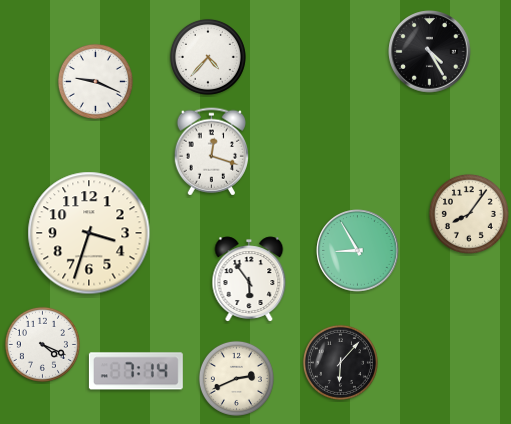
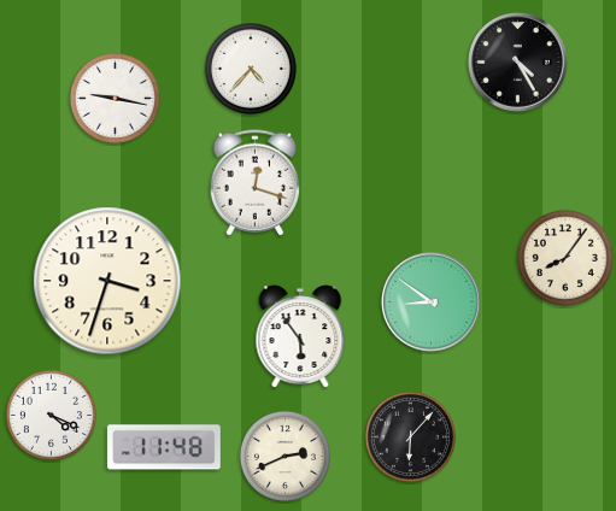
clock at (95, 81): 9:19 -> 9:17
clock at (358, 251): 8:55 -> 8:51
clock at (136, 371): 7:14 -> 11:48
